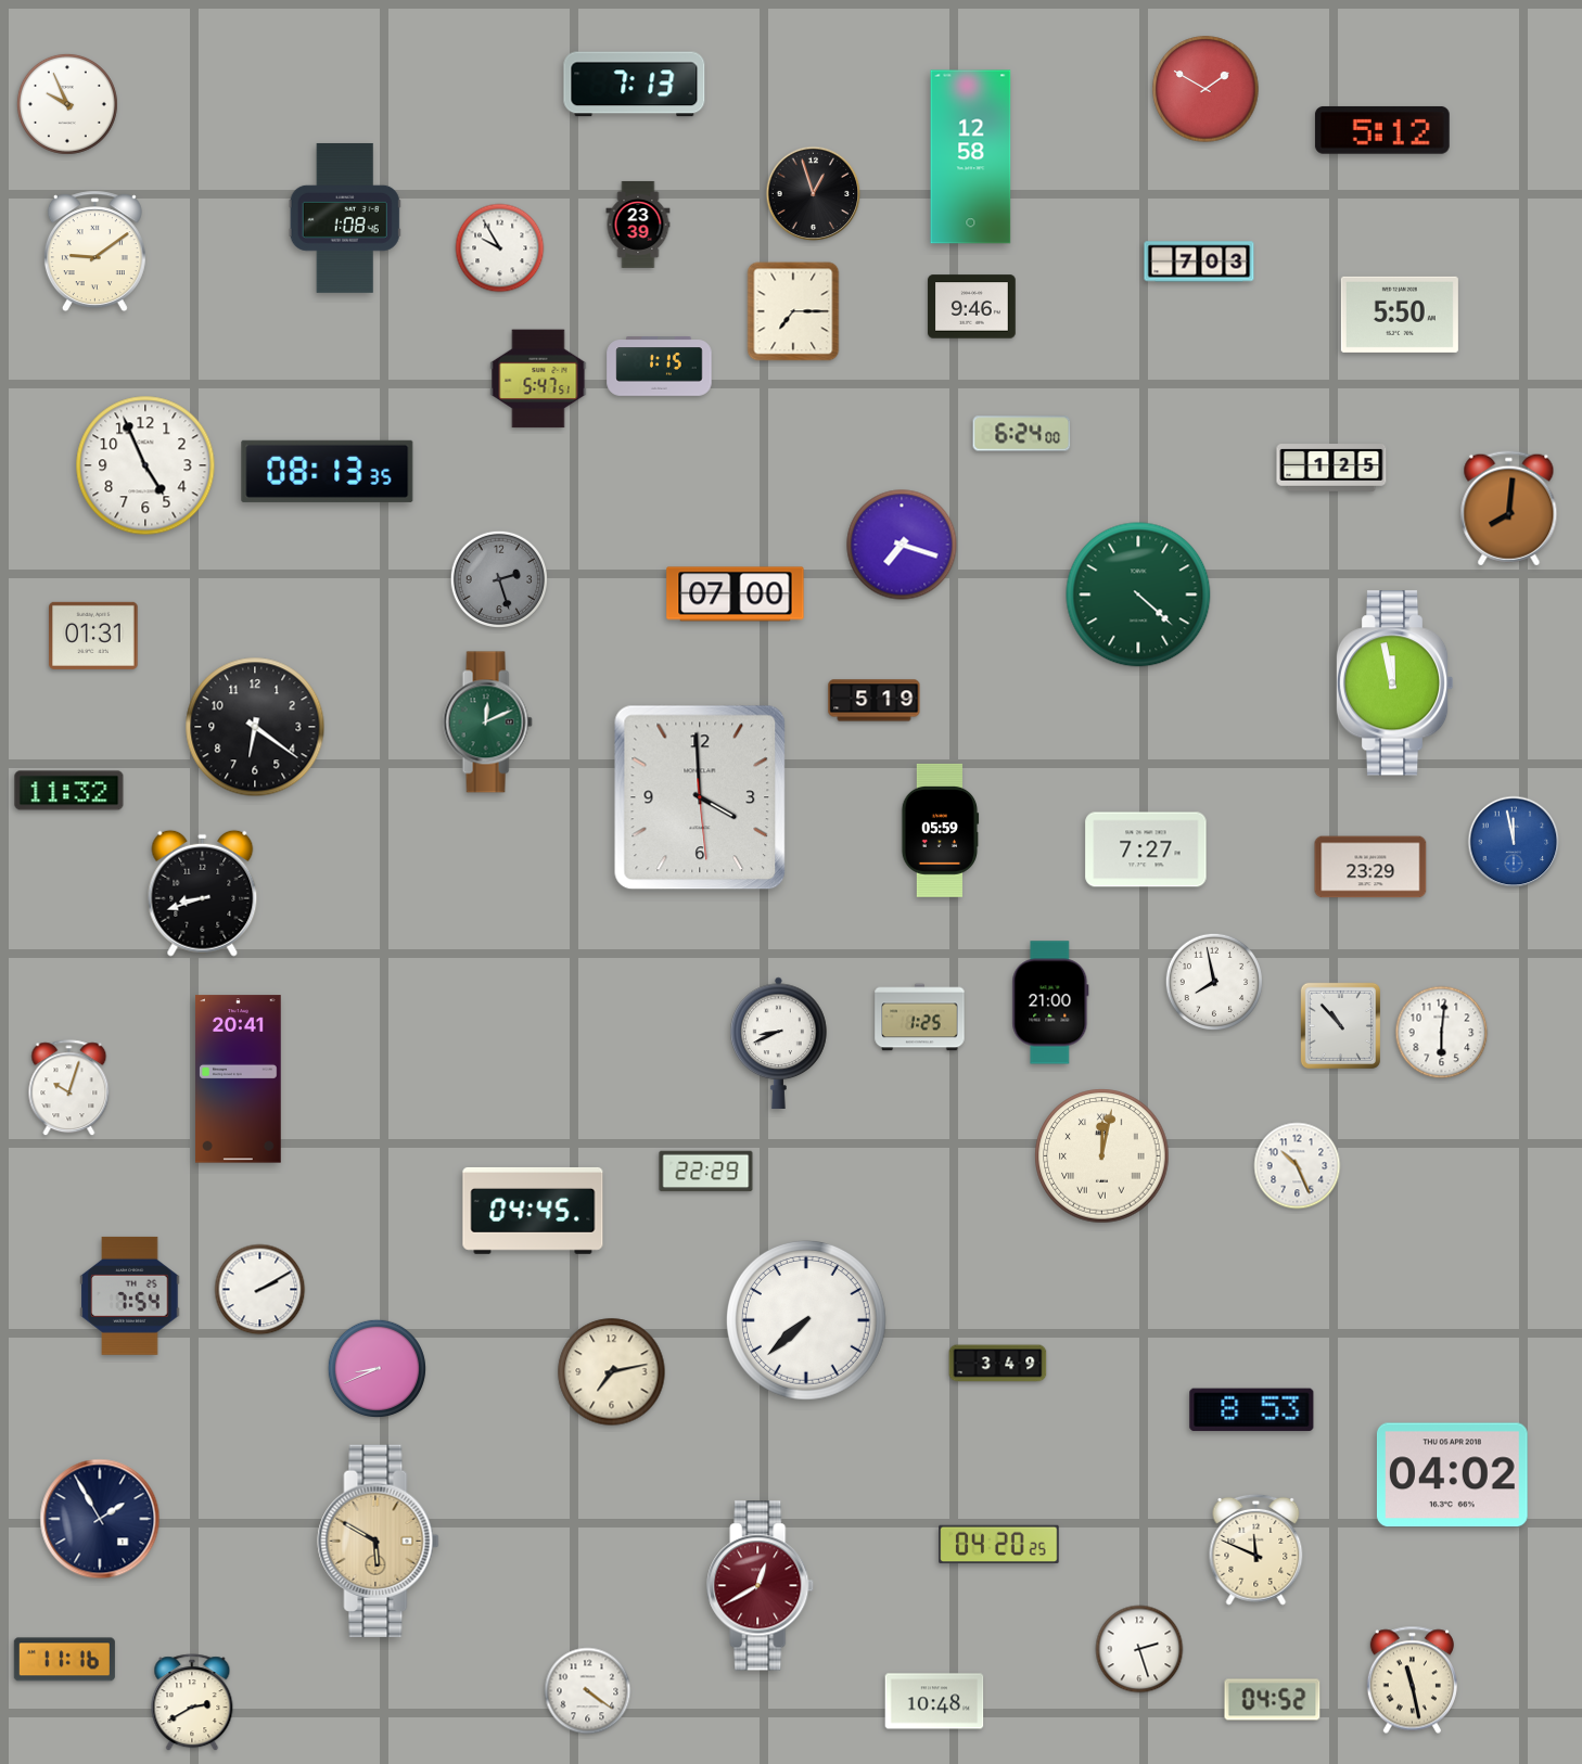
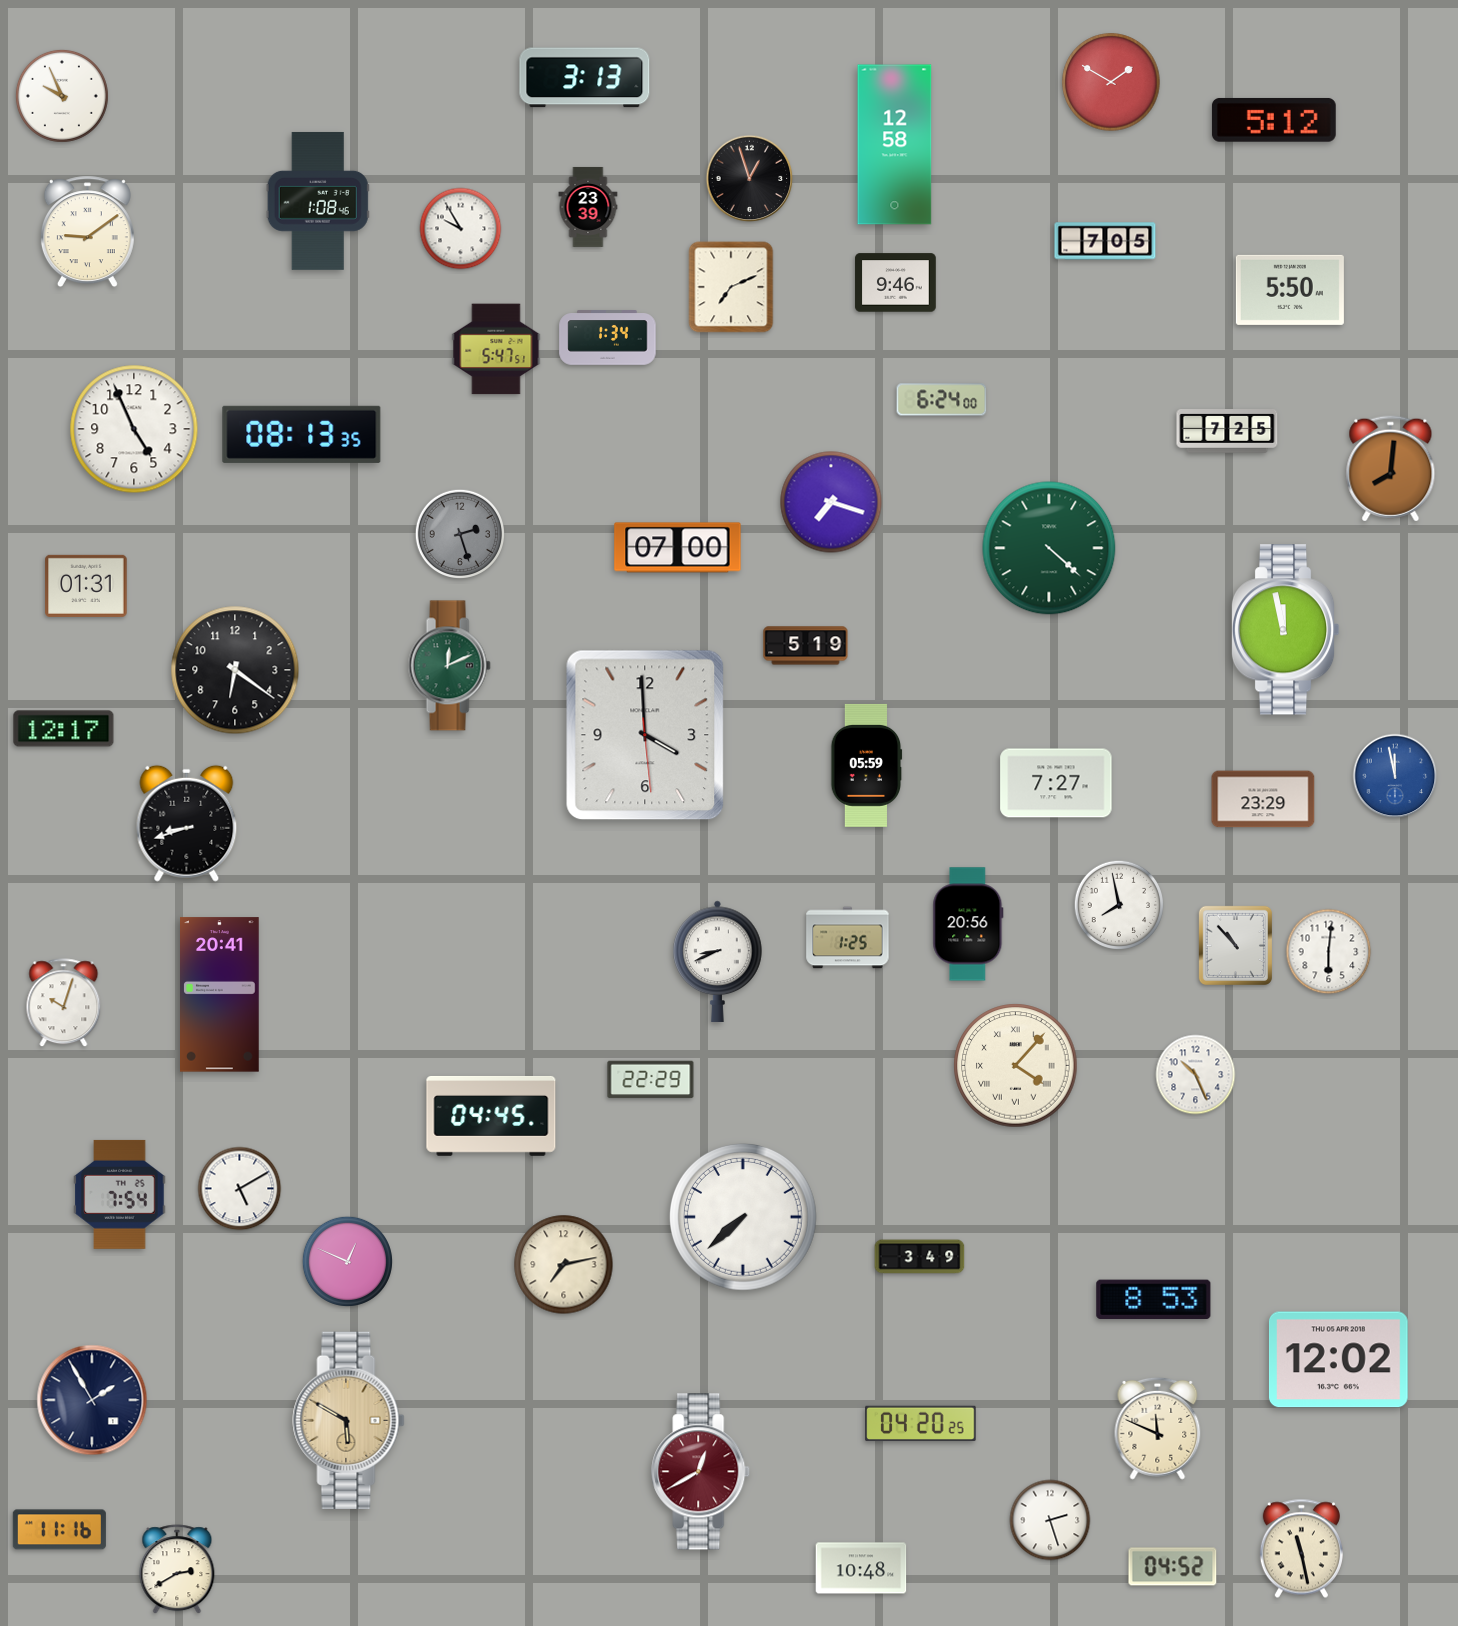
clock at (635, 85): 7:13 -> 3:13
clock at (1199, 261): 7:03 -> 7:05
clock at (793, 311): 7:15 -> 7:11
clock at (660, 367): 1:15 -> 1:34
clock at (1331, 469): 1:25 -> 7:25
clock at (69, 791): 11:32 -> 12:17
clock at (1050, 1002): 21:00 -> 20:56
clock at (1102, 1156): 12:02 -> 4:07
clock at (260, 1290): 2:10 -> 5:10
clock at (377, 1368): 8:41 -> 12:49
clock at (1452, 1475): 04:02 -> 12:02
clock at (761, 1586) position: (761, 1586) -> (701, 1472)
clock at (588, 1691): 4:21 -> none
